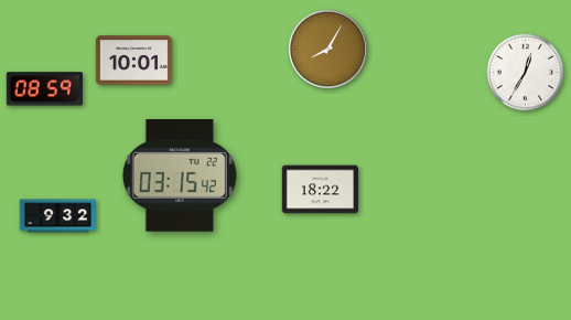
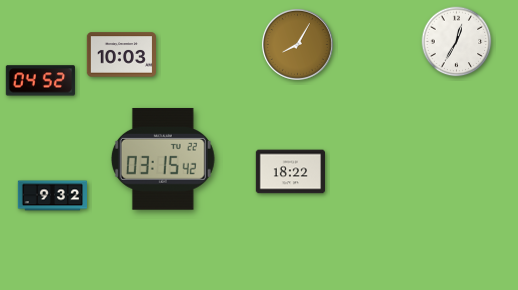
clock at (133, 61): 10:01 -> 10:03
clock at (526, 73) position: (526, 73) -> (457, 42)
clock at (44, 89): 08:59 -> 04:52
